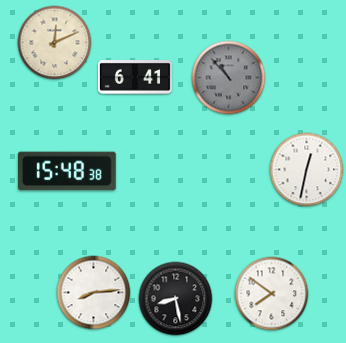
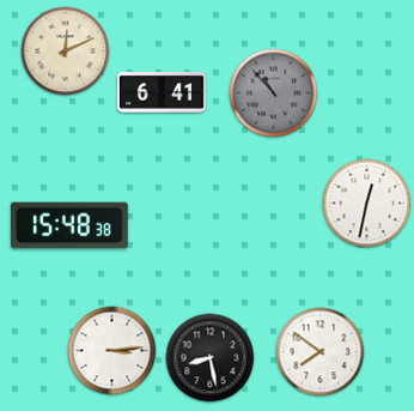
clock at (68, 171) position: (68, 171) -> (71, 225)
clock at (94, 293): 8:14 -> 3:14
clock at (272, 294) position: (272, 294) -> (321, 352)
